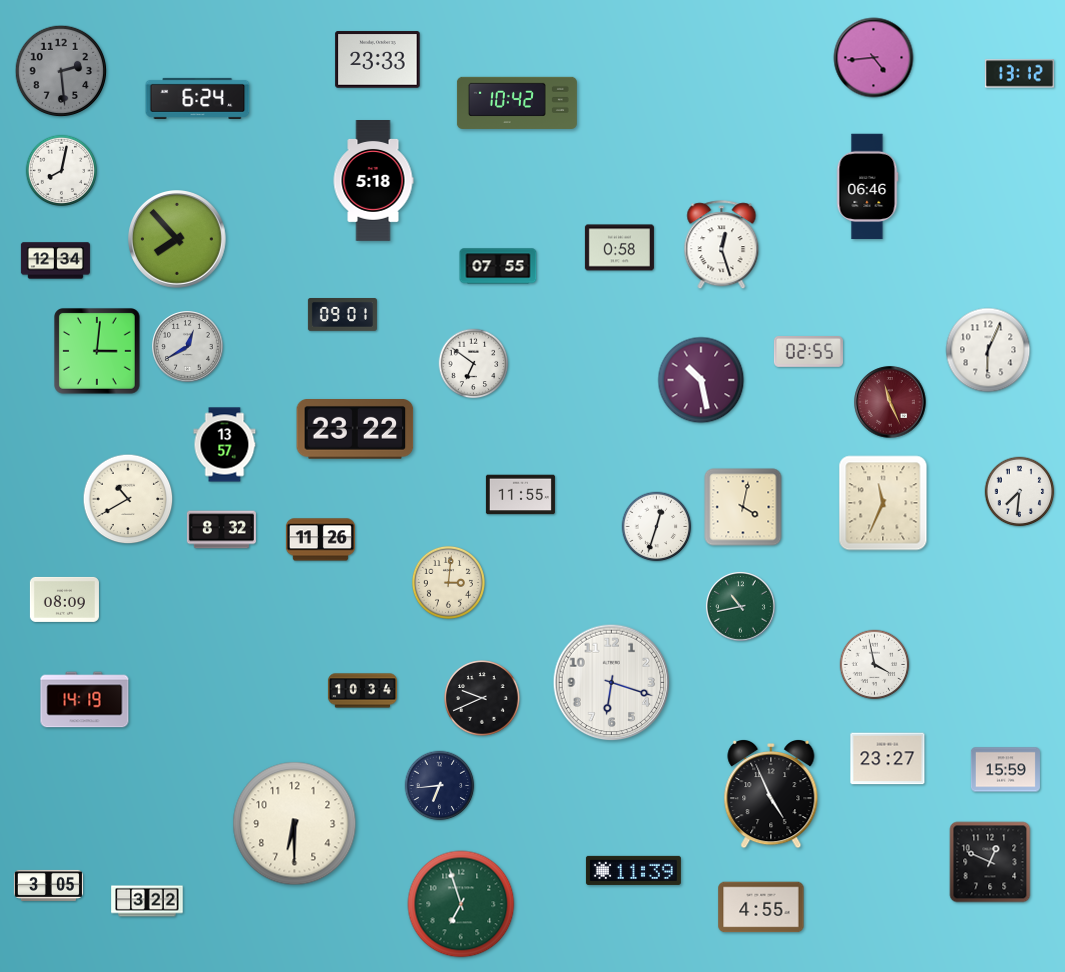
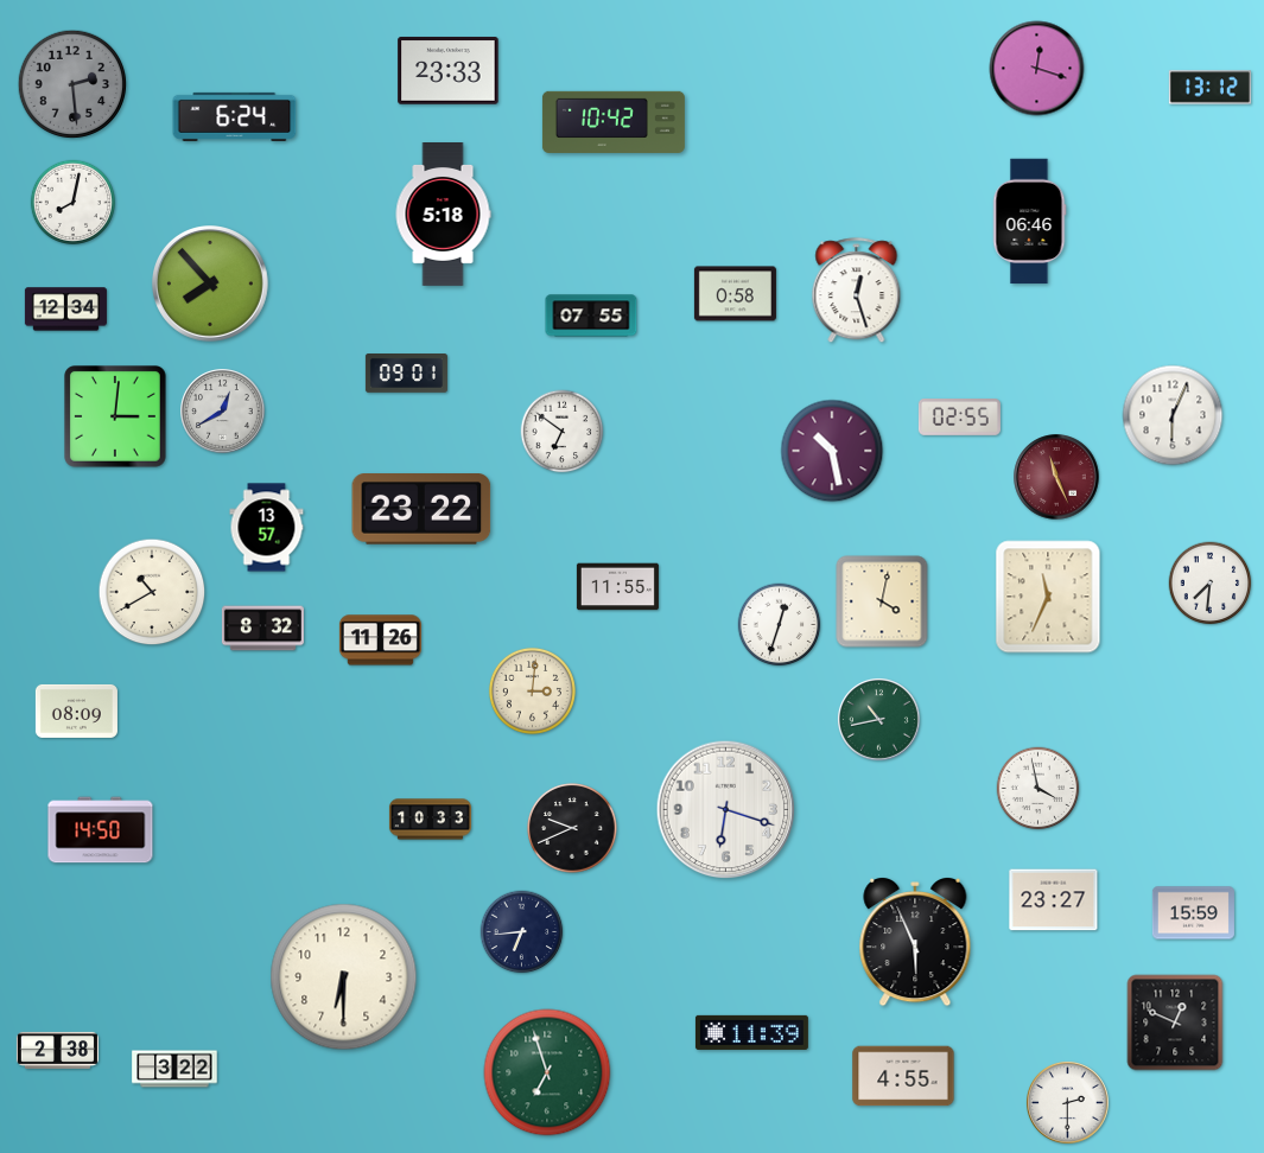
clock at (874, 58): 4:44 -> 12:18
clock at (362, 691): 10:34 -> 10:33
clock at (85, 700): 14:19 -> 14:50
clock at (771, 795): 4:56 -> 5:56
clock at (295, 824) position: (295, 824) -> (344, 977)
clock at (48, 885): 3:05 -> 2:38
clock at (1068, 1103): none -> 2:30
